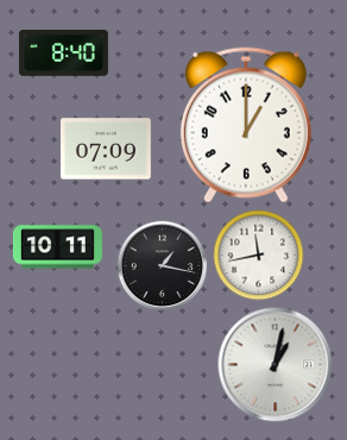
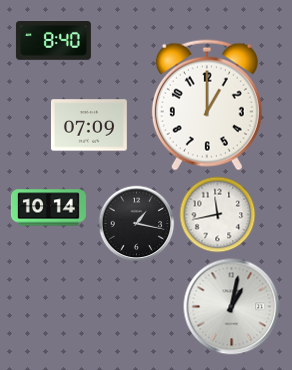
clock at (63, 54) position: (63, 54) -> (53, 41)
clock at (57, 247): 10:11 -> 10:14
